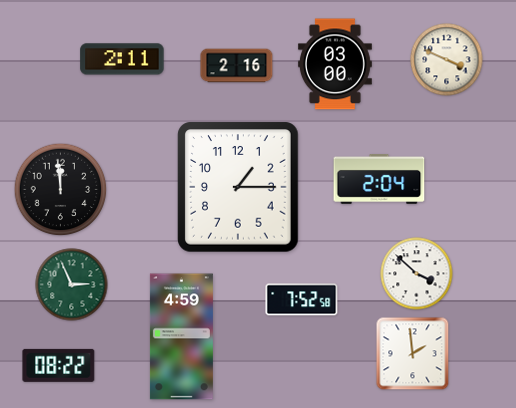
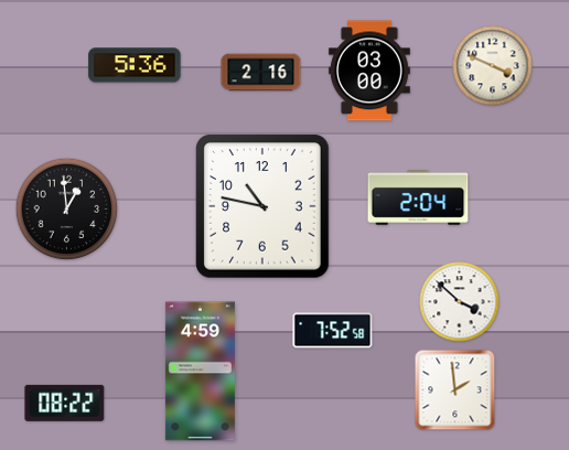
clock at (122, 59): 2:11 -> 5:36
clock at (238, 187): 1:15 -> 10:47
clock at (61, 190): 11:59 -> 12:59
clock at (72, 285): 2:56 -> none
